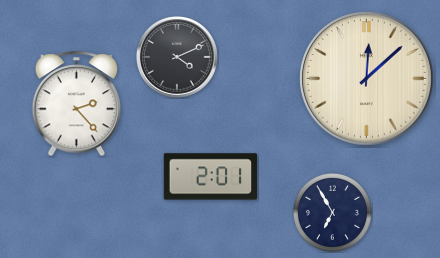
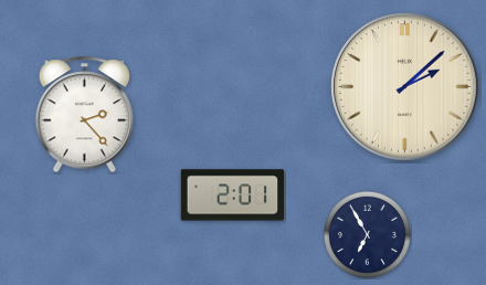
clock at (178, 58): 4:11 -> none
clock at (367, 79): 12:08 -> 2:08
